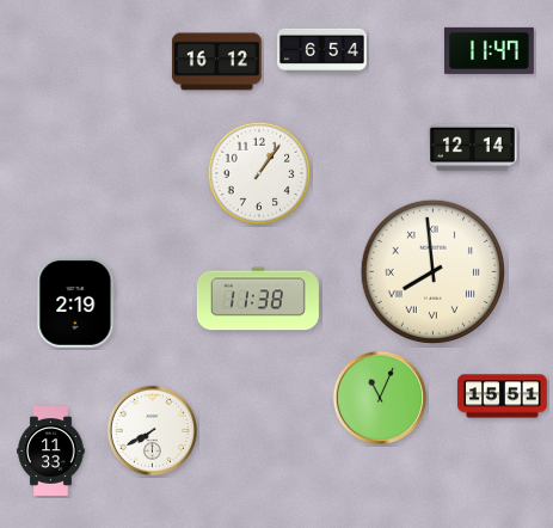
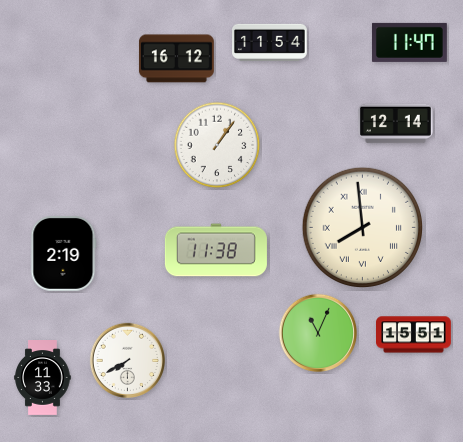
clock at (322, 50): 6:54 -> 11:54
clock at (216, 62) position: (216, 62) -> (176, 59)
clock at (503, 397) position: (503, 397) -> (414, 335)
